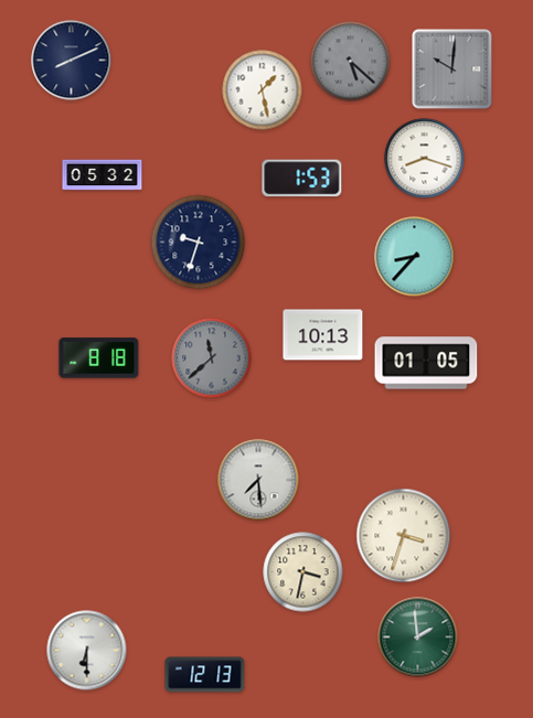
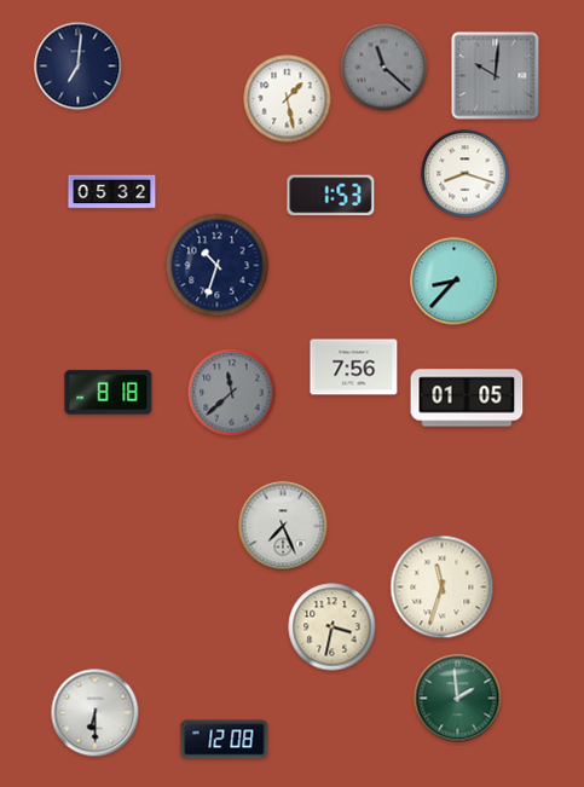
clock at (72, 61): 8:11 -> 7:01
clock at (351, 62): 5:22 -> 11:22
clock at (199, 243): 9:33 -> 10:33
clock at (323, 335): 10:13 -> 7:56
clock at (258, 480): 7:29 -> 7:26
clock at (404, 536): 3:33 -> 11:33
clock at (205, 675): 12:13 -> 12:08
